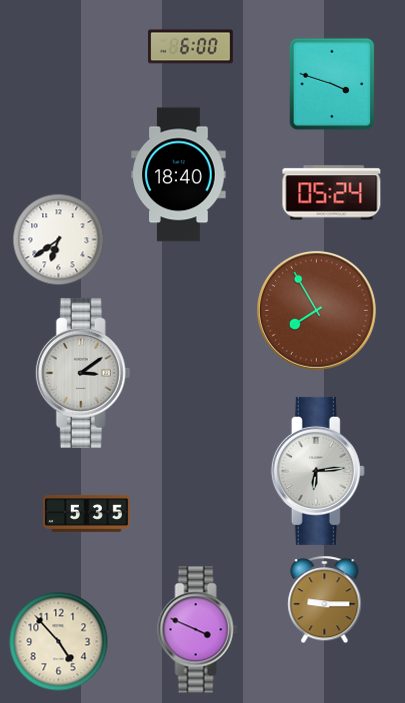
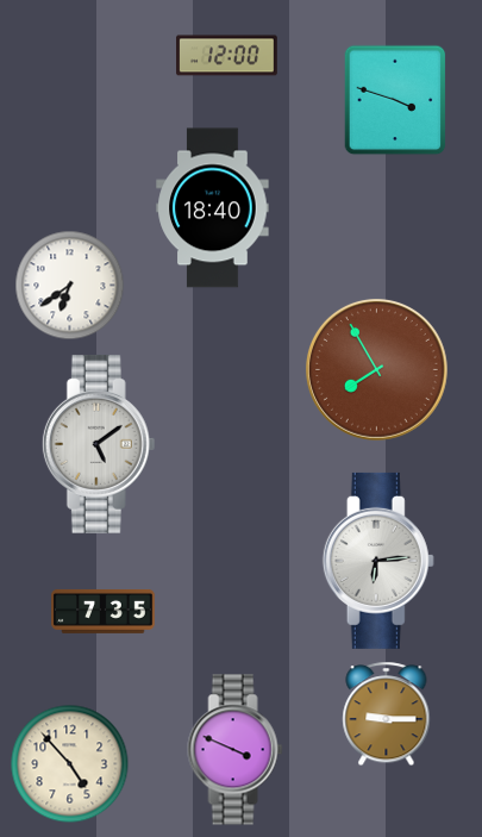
clock at (191, 47): 6:00 -> 12:00
clock at (332, 193): 05:24 -> none
clock at (83, 373): 3:09 -> 5:09
clock at (87, 513): 5:35 -> 7:35
